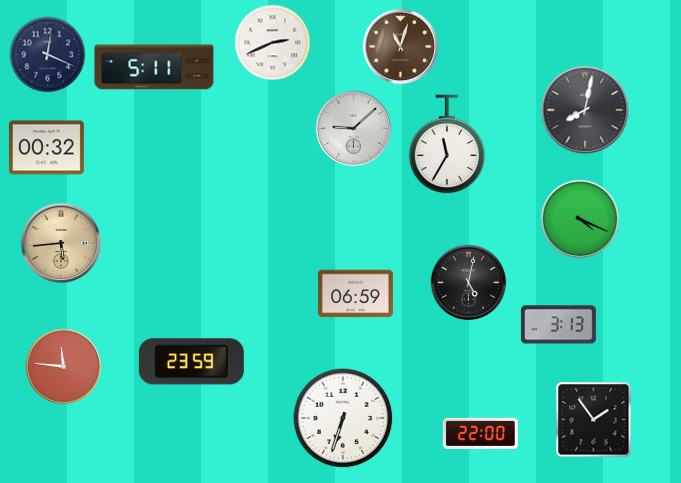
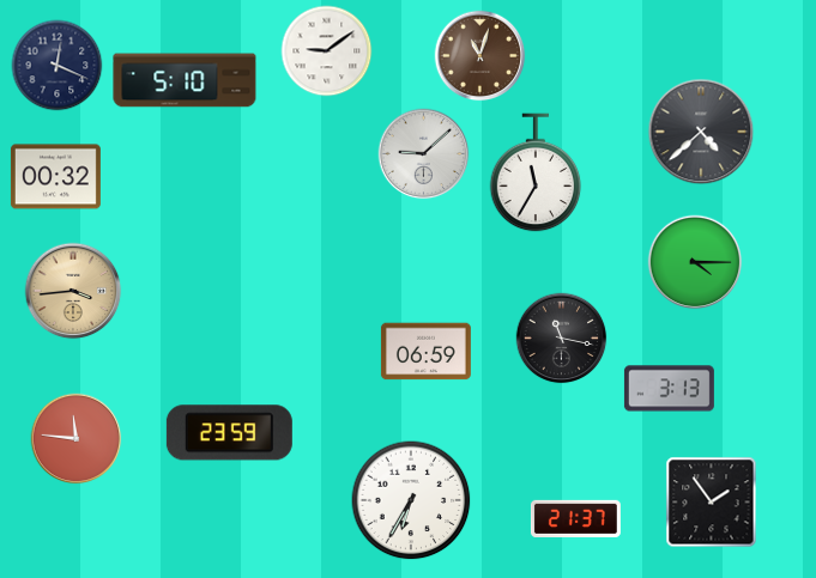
clock at (273, 43): 2:41 -> 9:09
clock at (154, 67): 5:11 -> 5:10
clock at (585, 110): 8:02 -> 4:38
clock at (580, 219): 4:19 -> 4:15
clock at (61, 243): 5:44 -> 3:44
clock at (469, 283): 5:02 -> 11:17
clock at (343, 418): 6:33 -> 6:35
clock at (480, 433): 22:00 -> 21:37
